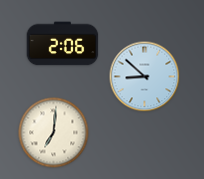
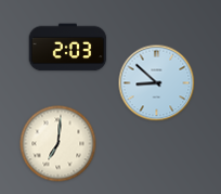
clock at (63, 44): 2:06 -> 2:03
